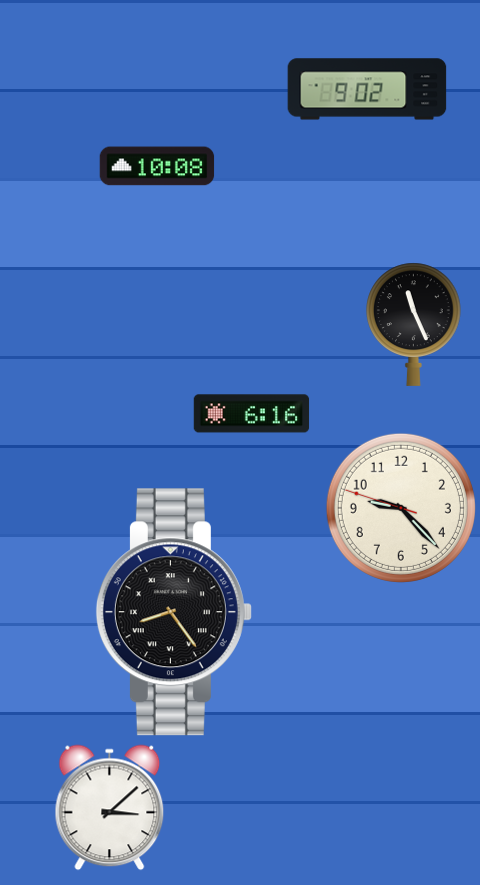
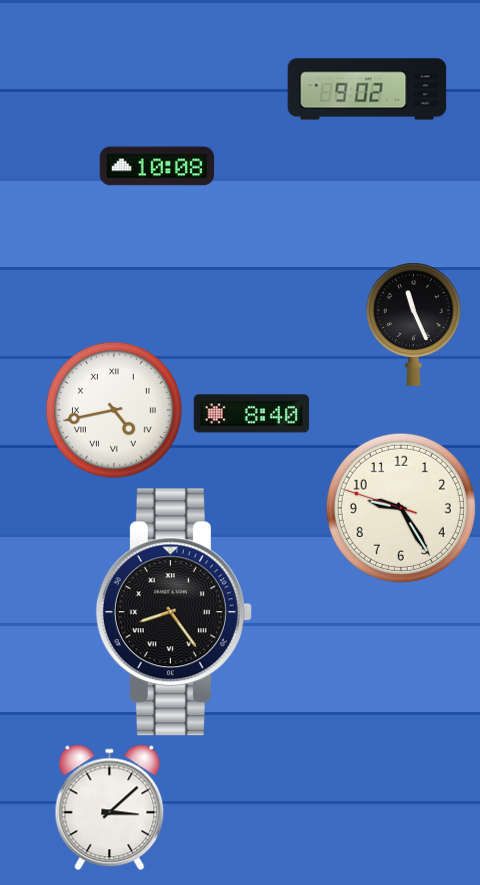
clock at (114, 410): none -> 4:43
clock at (252, 414): 6:16 -> 8:40
clock at (401, 508): 9:22 -> 9:24
